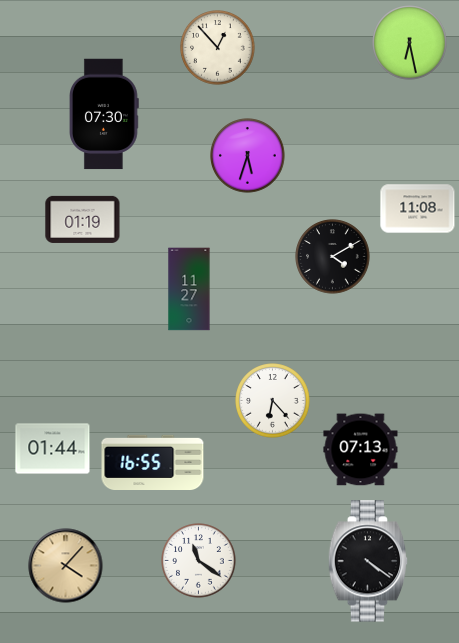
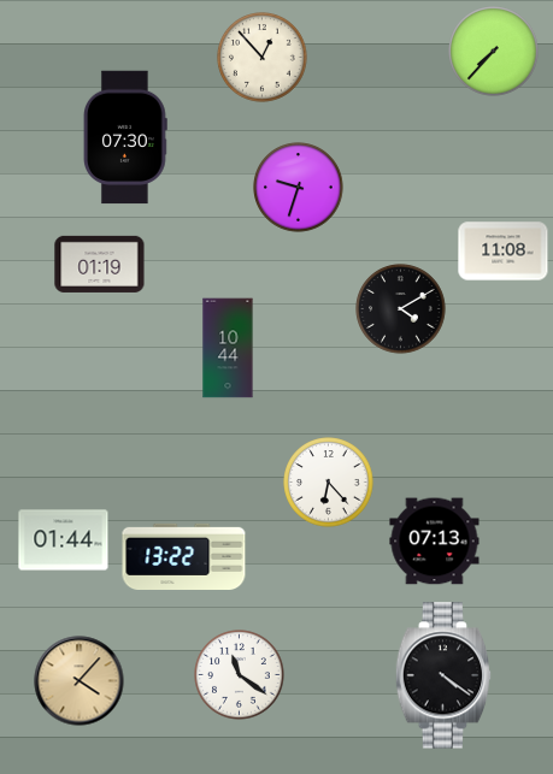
clock at (410, 43): 6:28 -> 7:37
clock at (248, 156): 5:33 -> 9:33
clock at (189, 289): 11:27 -> 10:44
clock at (153, 462): 16:55 -> 13:22
